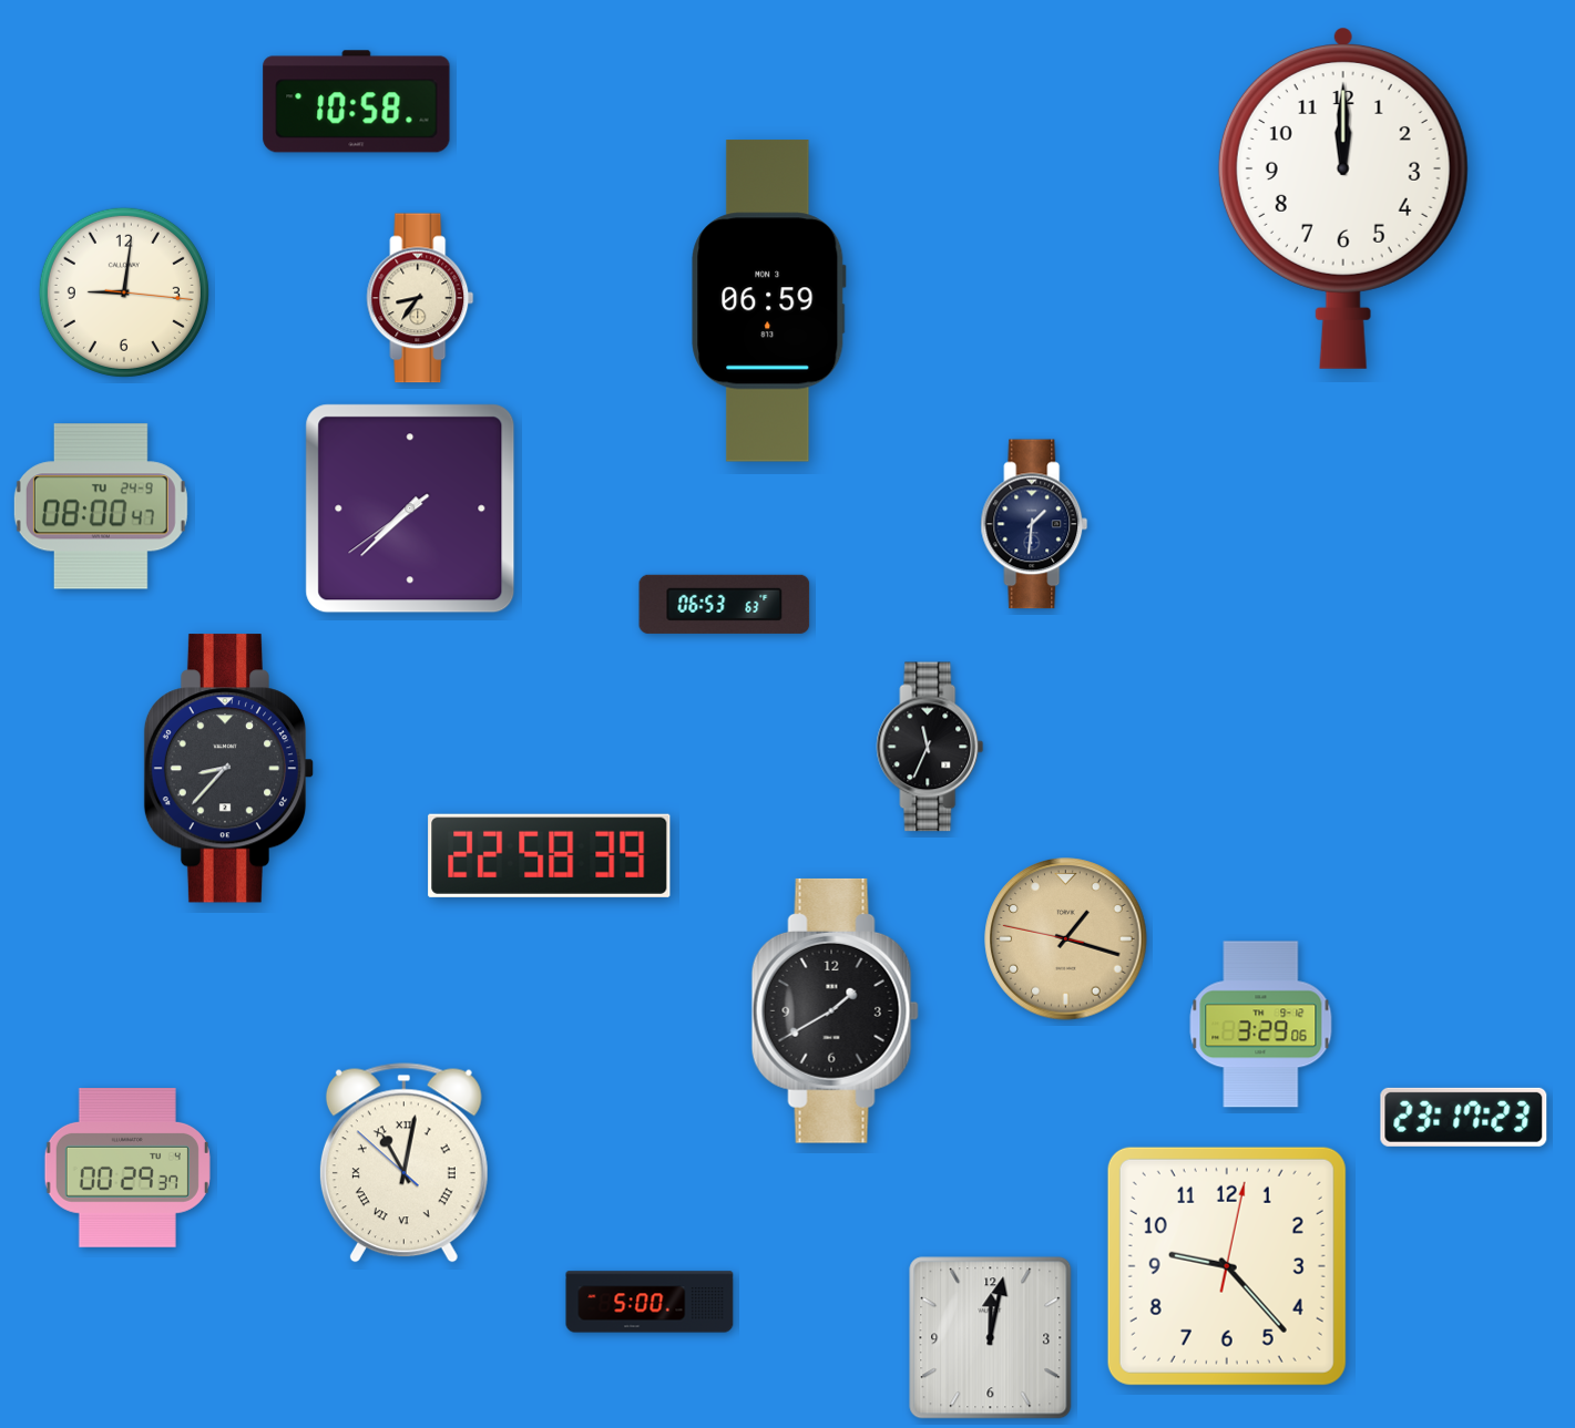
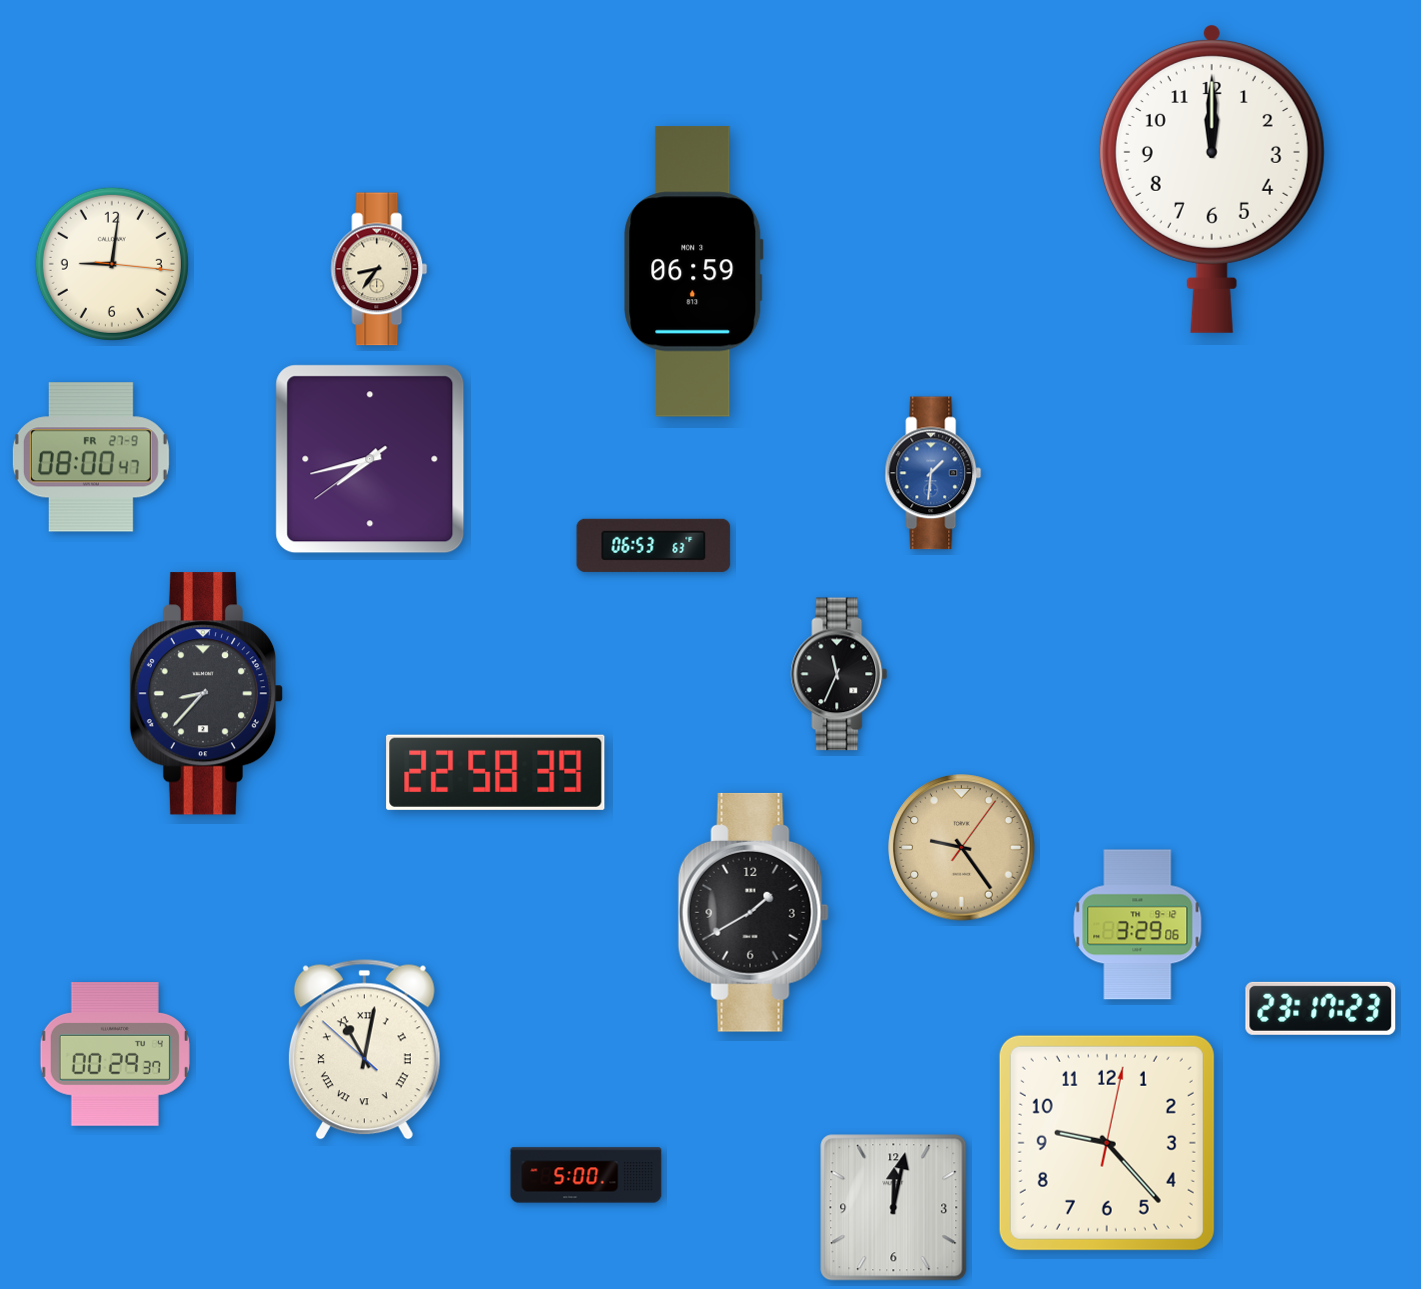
clock at (357, 102): 10:58 -> none
clock at (101, 506) date: TU 24-9 -> FR 27-9
clock at (410, 508): 7:37 -> 7:42
clock at (1034, 524) dial: navy -> blue
clock at (1066, 939): 1:17 -> 9:24
